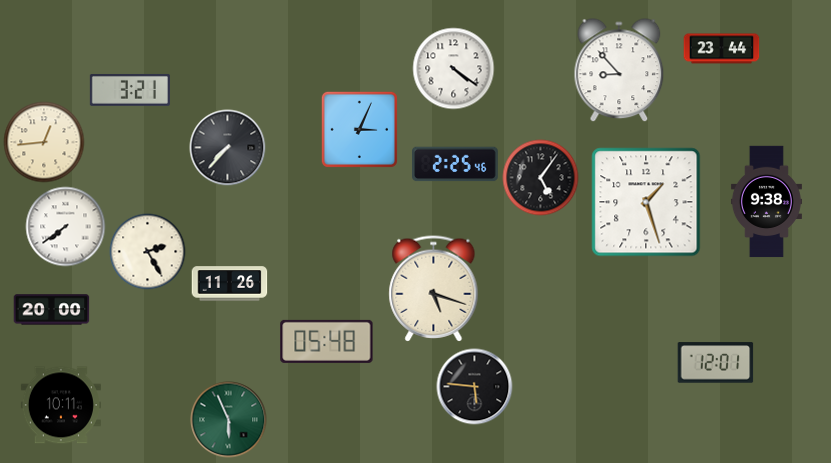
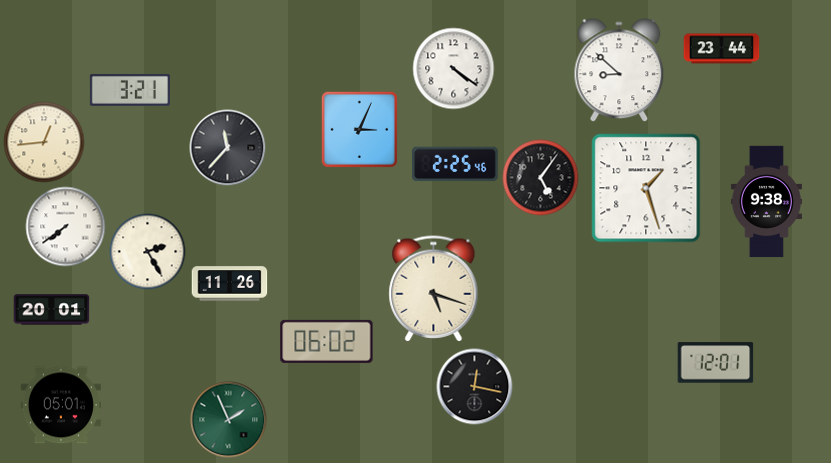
clock at (619, 71): 8:53 -> 8:52
clock at (228, 148): 7:37 -> 11:37
clock at (646, 202) position: (646, 202) -> (646, 188)
clock at (52, 310): 20:00 -> 20:01
clock at (327, 341): 05:48 -> 06:02
clock at (475, 387): 5:46 -> 12:17
clock at (61, 405): 10:11 -> 05:01
clock at (229, 420): 5:56 -> 1:56
